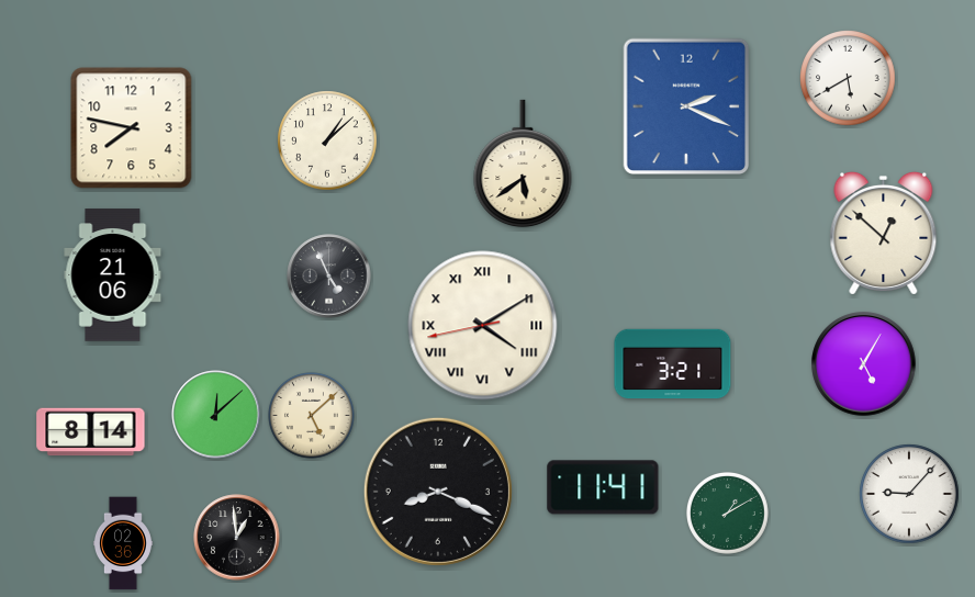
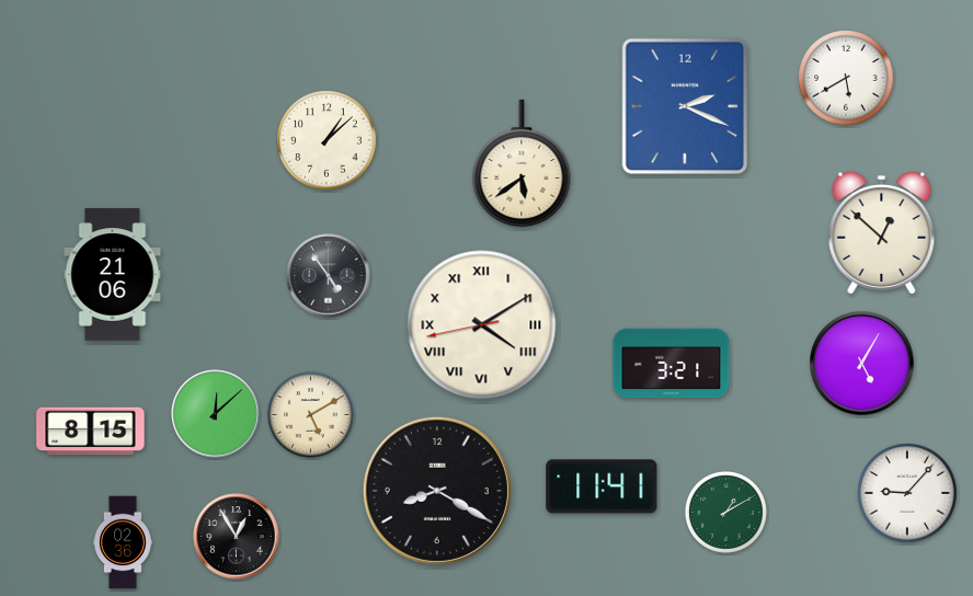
clock at (132, 128): 7:47 -> none
clock at (329, 277): 4:56 -> 4:54
clock at (312, 416): 5:08 -> 5:10
clock at (91, 432): 8:14 -> 8:15
clock at (438, 492): 8:19 -> 8:20
clock at (237, 538): 12:59 -> 12:55
